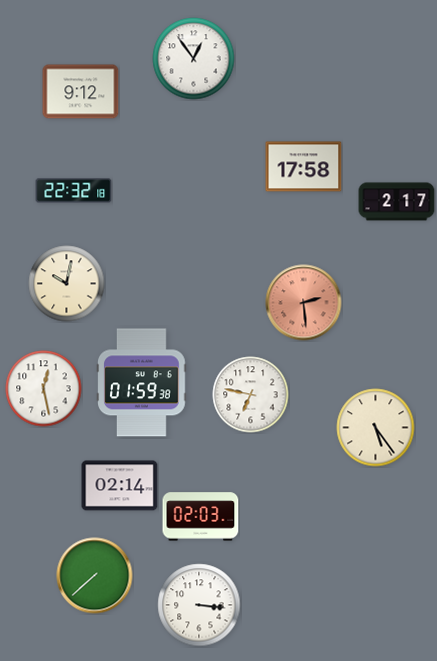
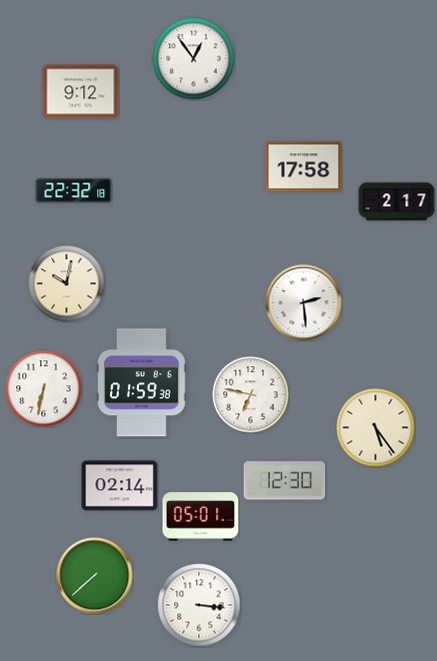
clock at (304, 303) dial: salmon -> white
clock at (44, 389): 12:28 -> 6:32
clock at (285, 481): none -> 12:30
clock at (201, 517): 02:03 -> 05:01
